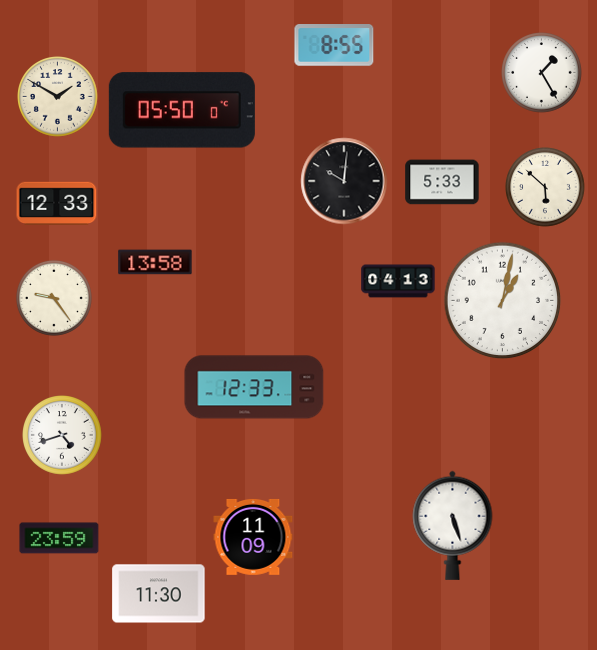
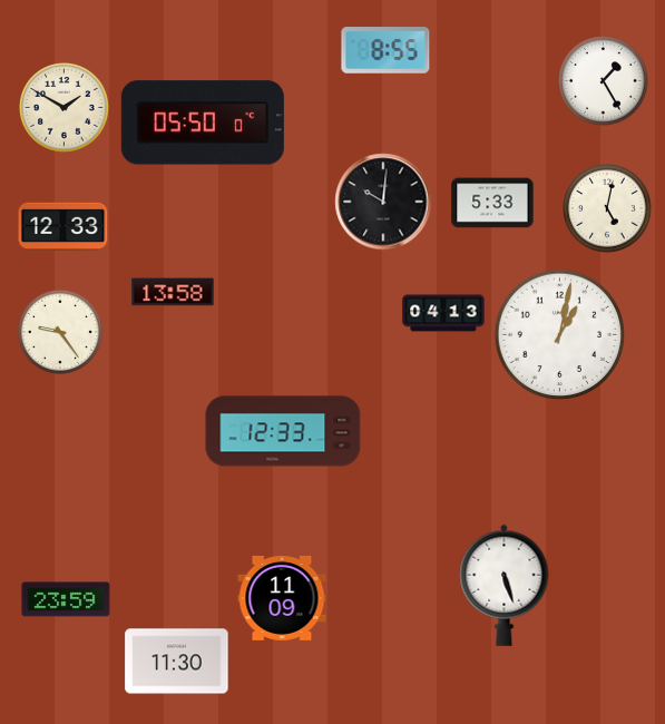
clock at (334, 45) position: (334, 45) -> (385, 50)
clock at (546, 188): 5:52 -> 5:02
clock at (63, 436): 4:42 -> none
